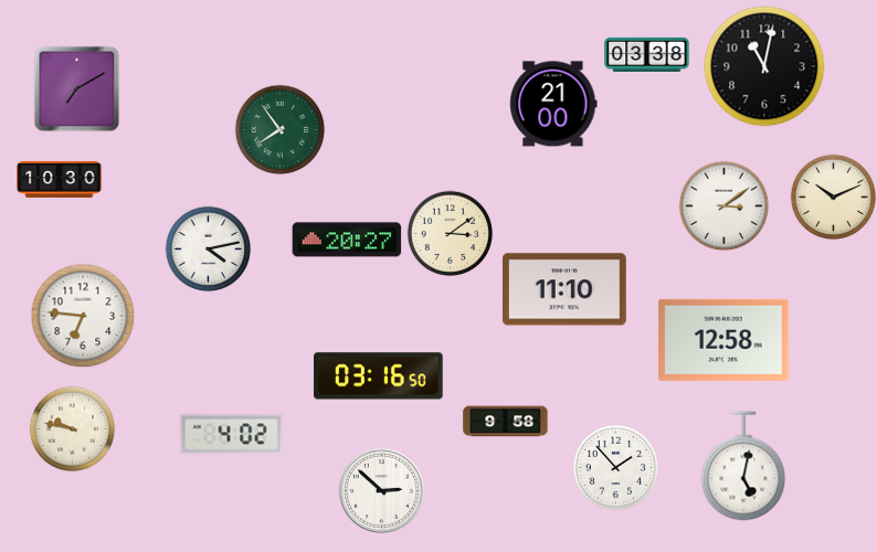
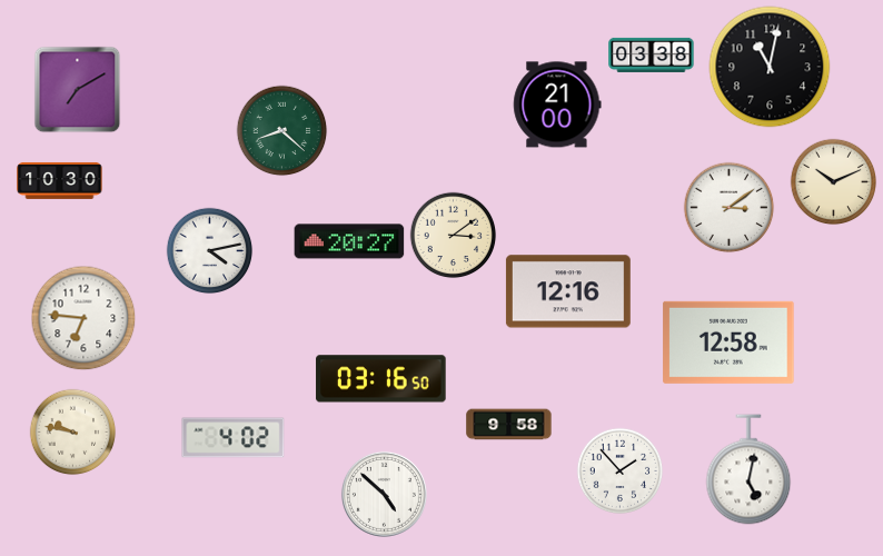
clock at (279, 129): 7:54 -> 8:22
clock at (833, 197) position: (833, 197) -> (833, 181)
clock at (564, 289): 11:10 -> 12:16
clock at (381, 490): 2:52 -> 4:52
